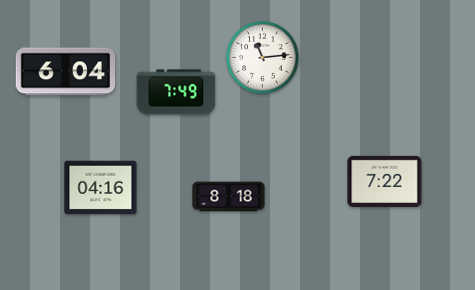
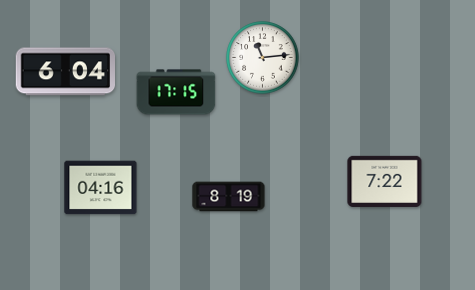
clock at (176, 92): 7:49 -> 17:15
clock at (229, 197): 8:18 -> 8:19
